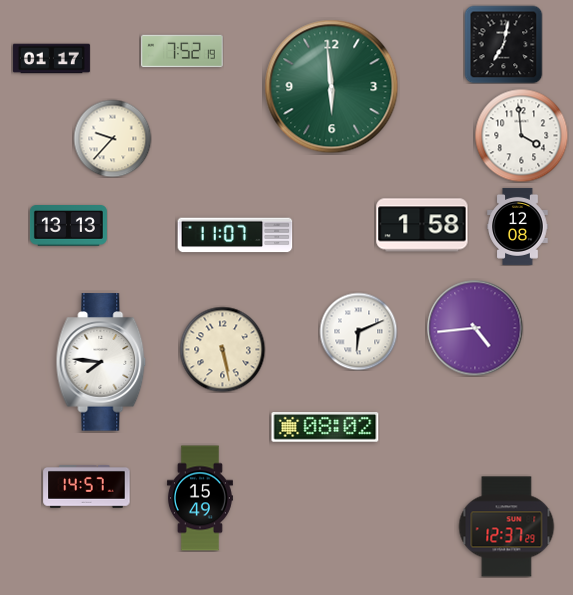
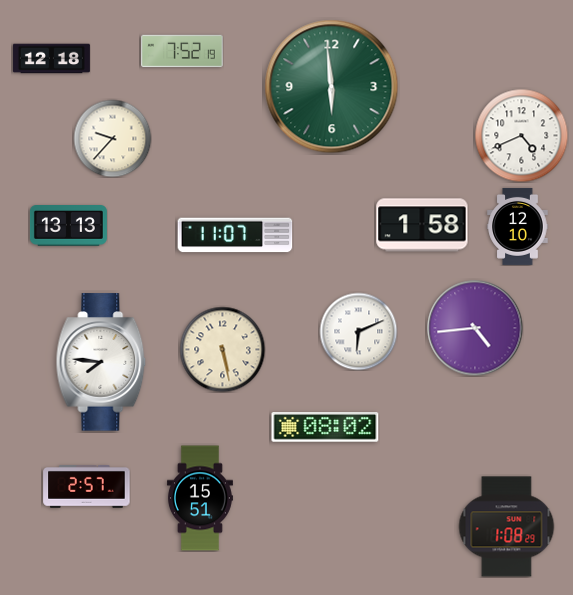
clock at (503, 44): 7:02 -> none
clock at (51, 59): 01:17 -> 12:18
clock at (521, 135): 3:59 -> 4:41
clock at (518, 226): 12:08 -> 12:10
clock at (87, 487): 14:57 -> 2:57
clock at (200, 498): 15:49 -> 15:51
clock at (507, 527): 12:37 -> 1:08
